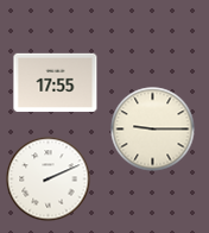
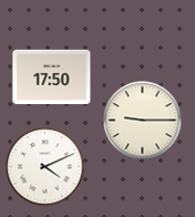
clock at (56, 83): 17:55 -> 17:50
clock at (49, 180): 2:11 -> 4:11
